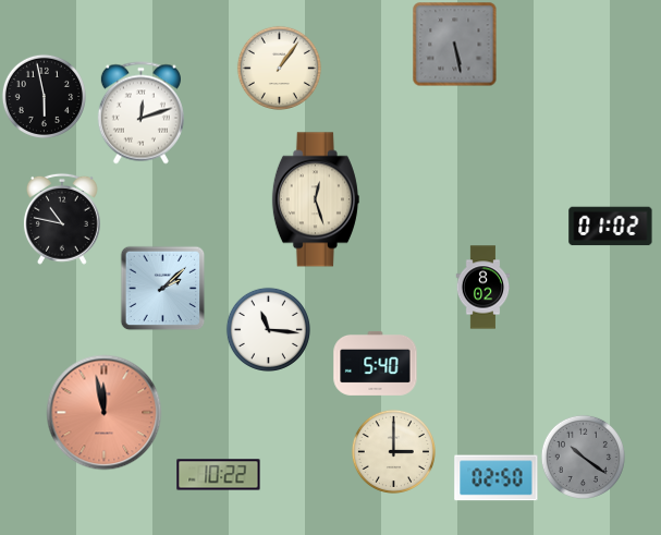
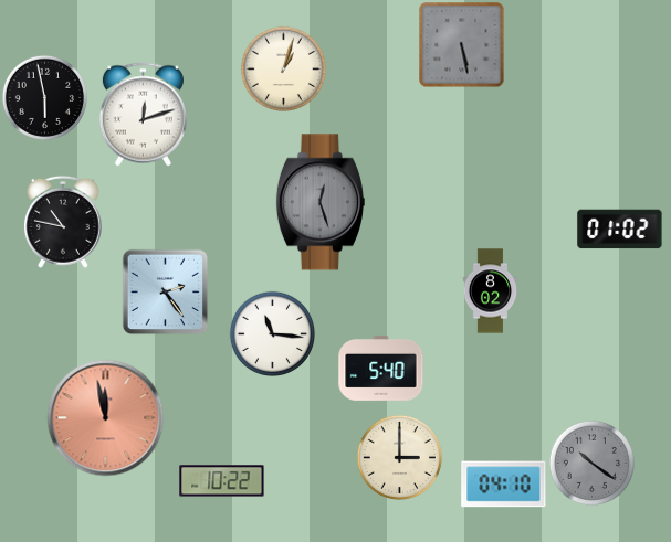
clock at (279, 68): 1:06 -> 1:03
clock at (316, 199) dial: cream -> grey
clock at (162, 288): 2:08 -> 2:24
clock at (497, 478): 02:50 -> 04:10
